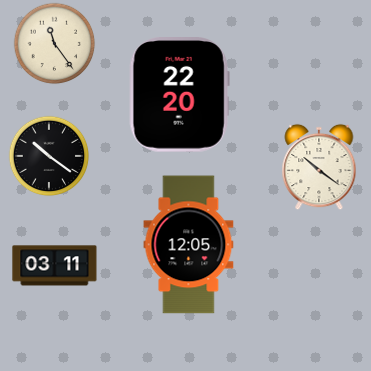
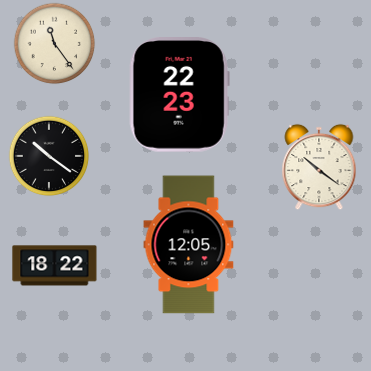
clock at (179, 95): 22:20 -> 22:23
clock at (55, 266): 03:11 -> 18:22
